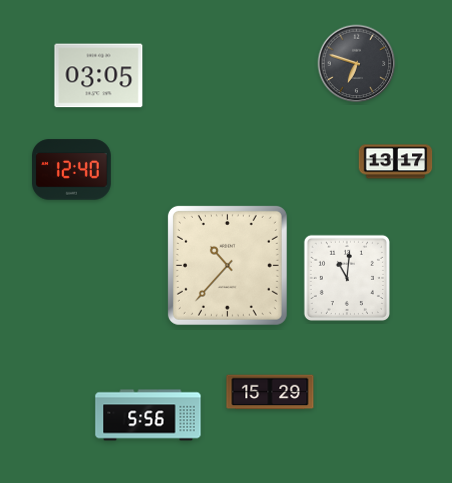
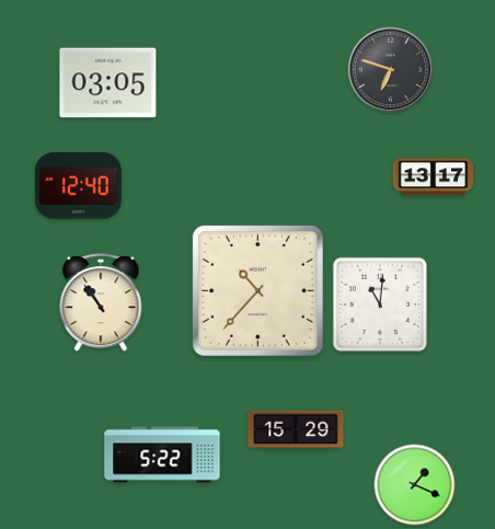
clock at (227, 265) position: (227, 265) -> (257, 290)
clock at (101, 303): none -> 10:54
clock at (148, 415): 5:56 -> 5:22
clock at (415, 485): none -> 1:19
